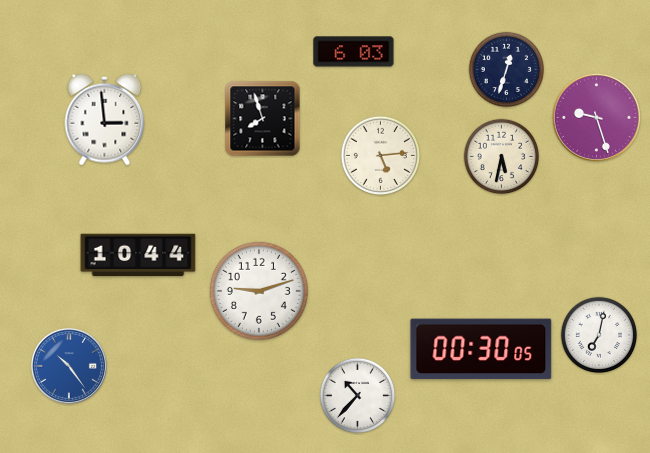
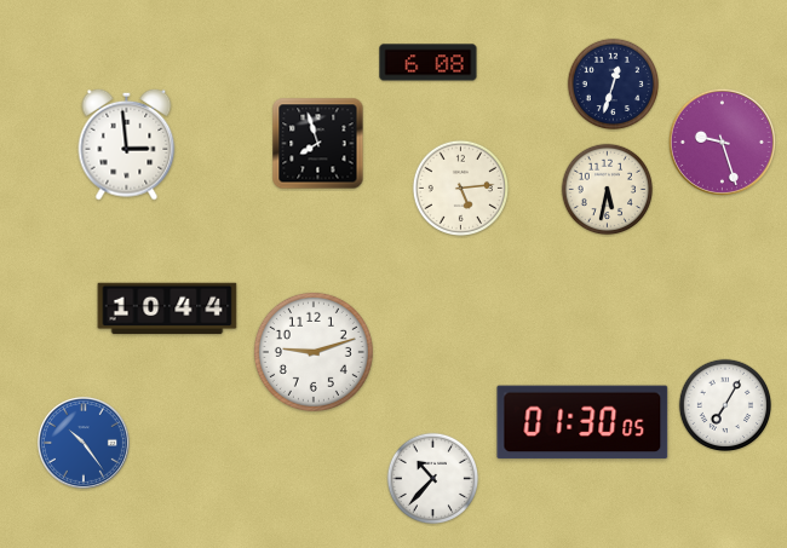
clock at (354, 52): 6:03 -> 6:08
clock at (599, 335): 7:02 -> 7:05
clock at (481, 349): 00:30 -> 01:30
